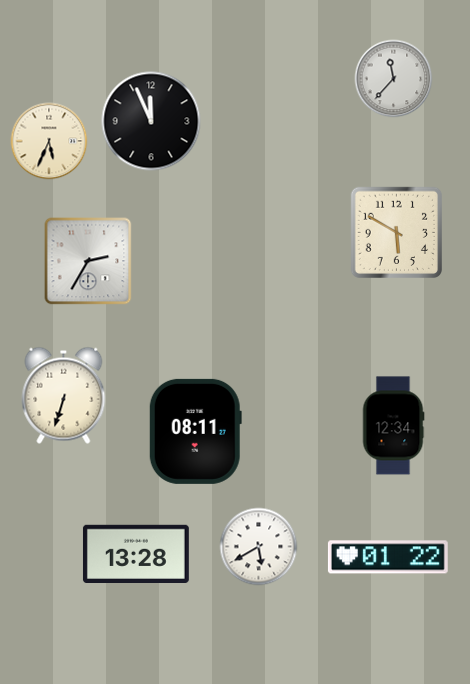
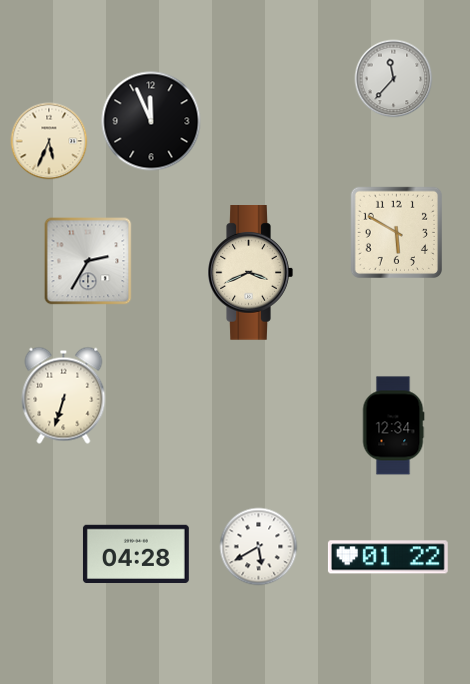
clock at (250, 273): none -> 3:41
clock at (195, 431): 08:11 -> none
clock at (136, 553): 13:28 -> 04:28
